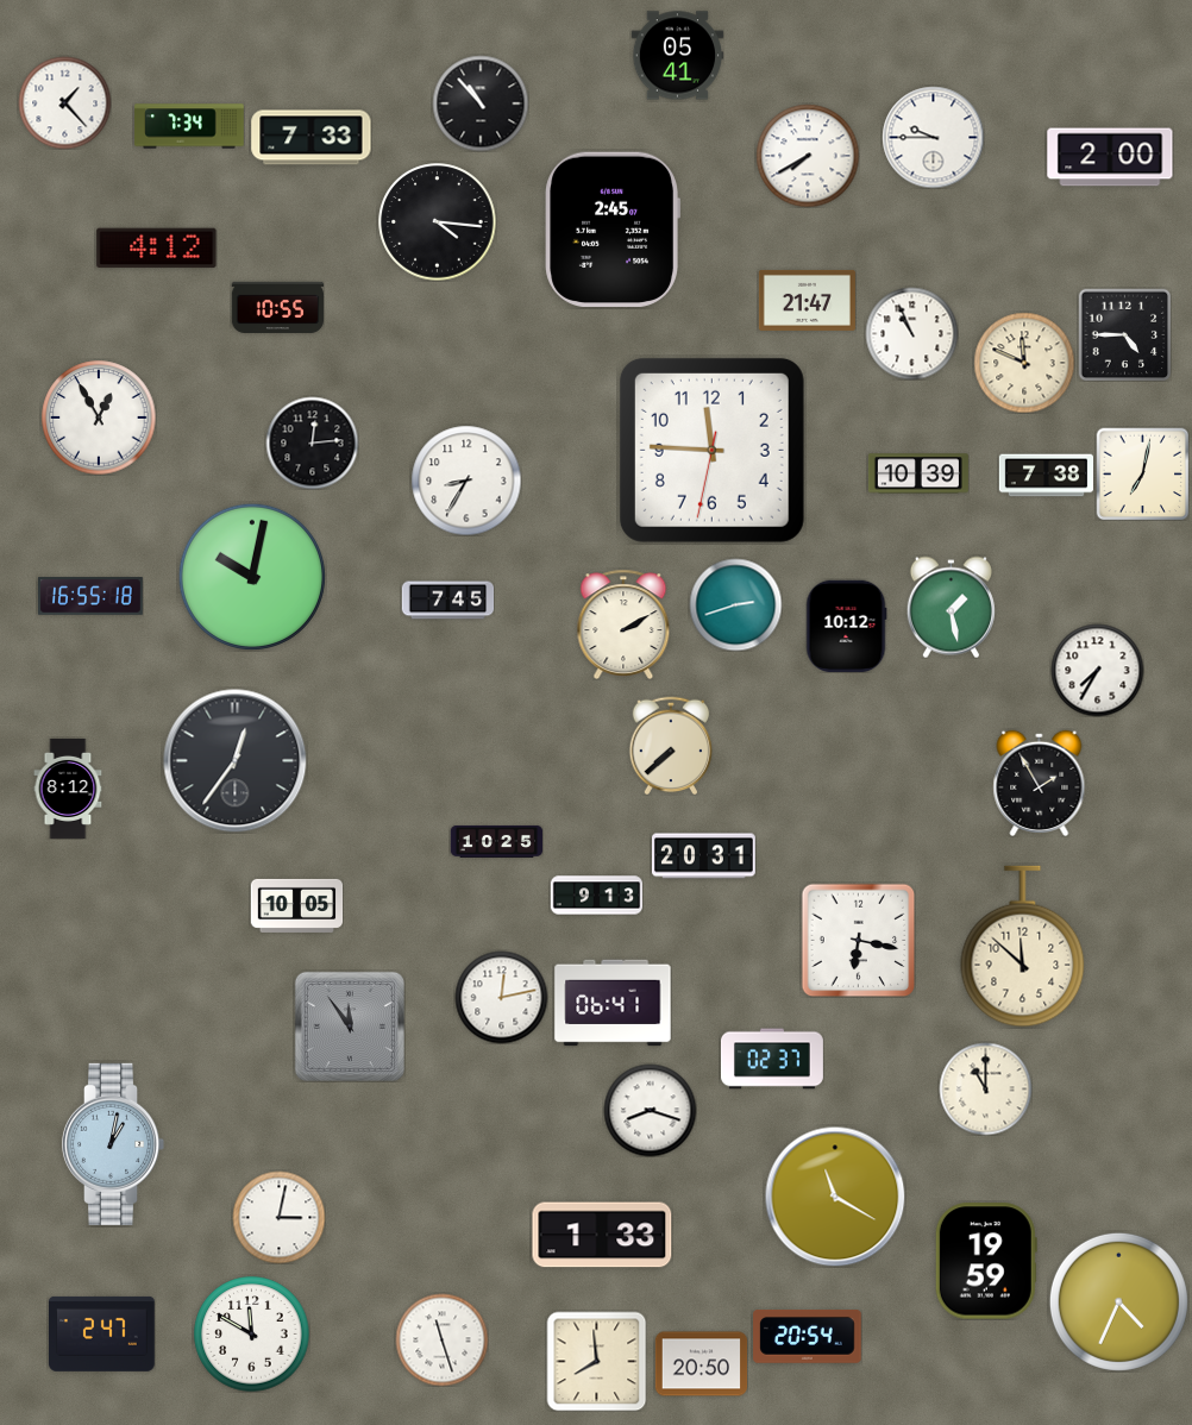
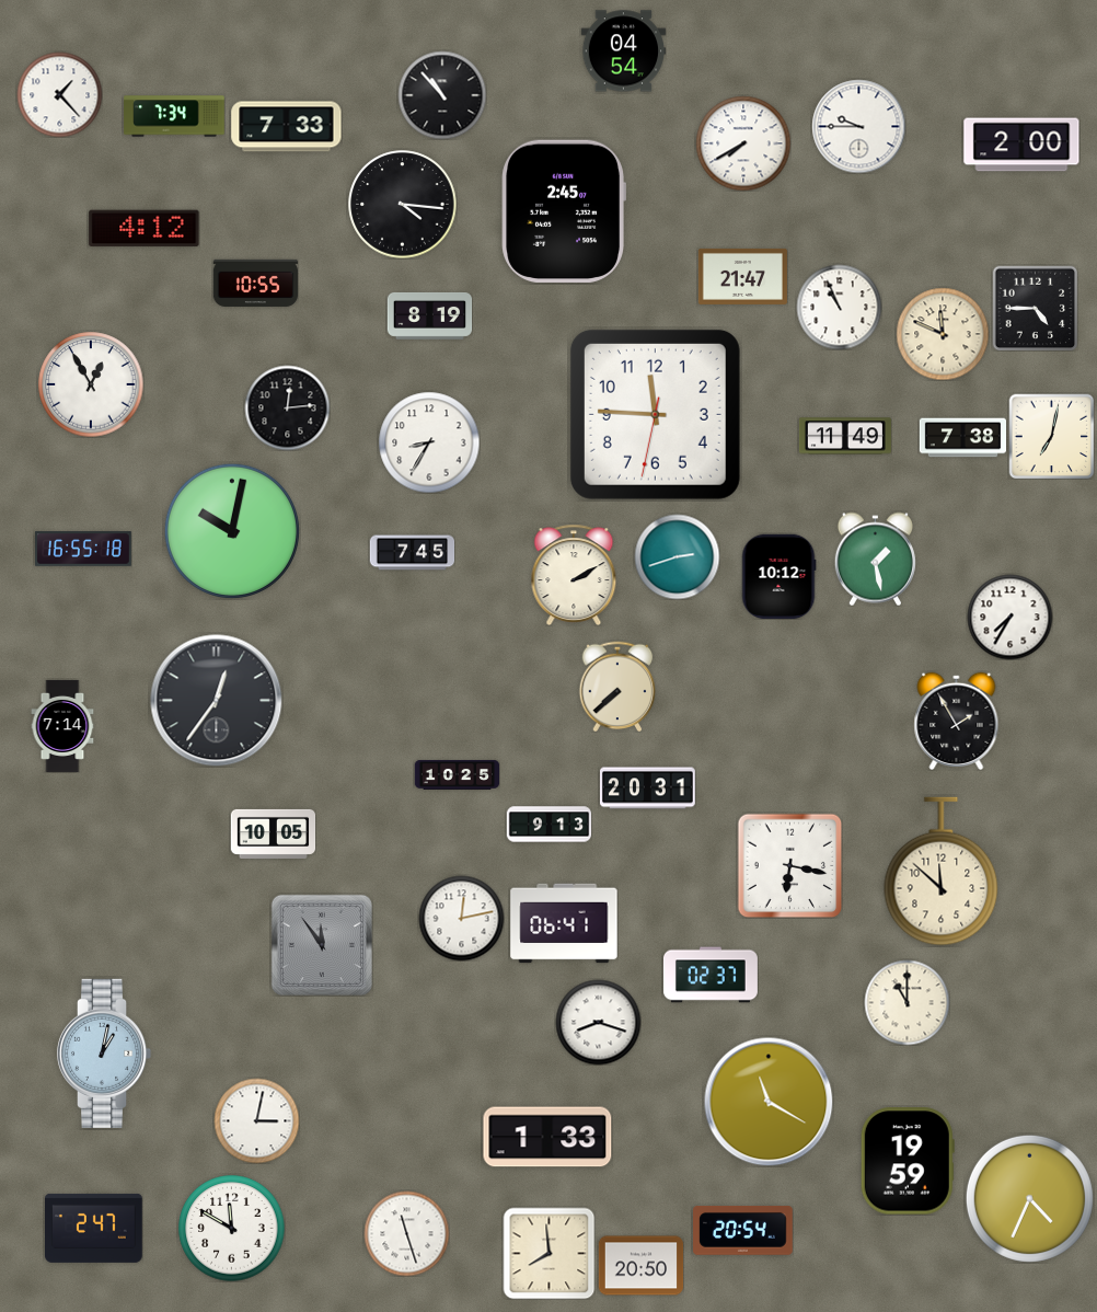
clock at (677, 56): 05:41 -> 04:54
clock at (429, 315): none -> 8:19
clock at (918, 473): 10:39 -> 11:49
clock at (68, 789): 8:12 -> 7:14
clock at (602, 1235) position: (602, 1235) -> (547, 1137)
clock at (701, 1364) position: (701, 1364) -> (640, 1266)
